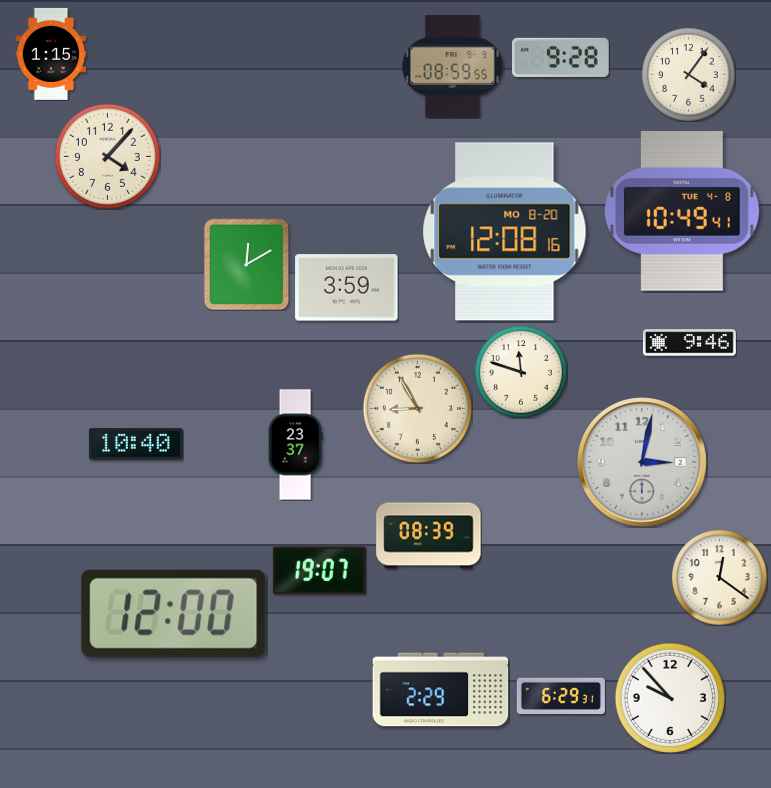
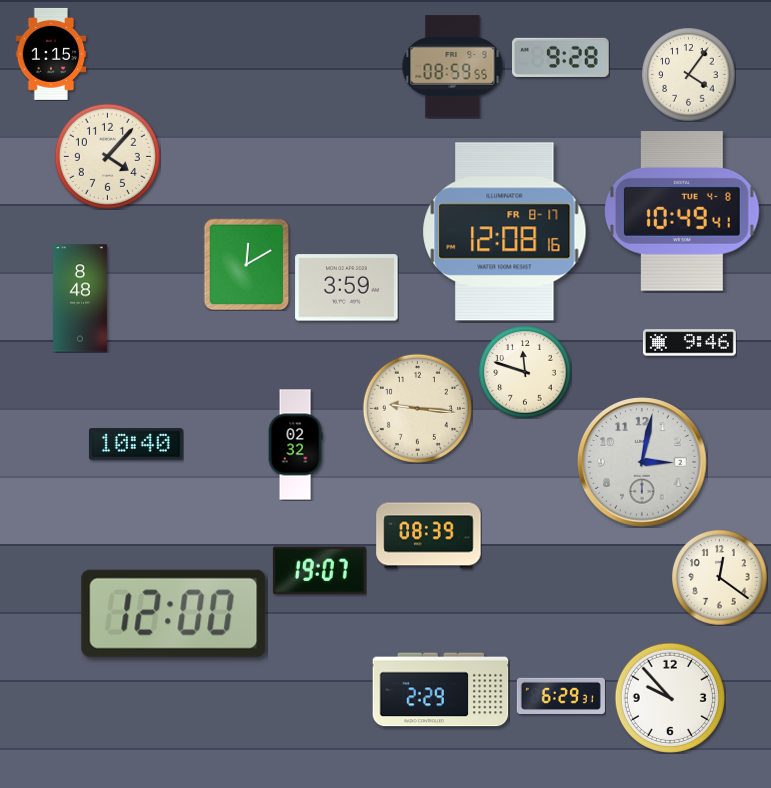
clock at (505, 232) date: MO 8-20 -> FR 8-17
clock at (81, 298): none -> 8:48
clock at (521, 372) position: (521, 372) -> (525, 372)
clock at (417, 408): 8:55 -> 9:16
clock at (295, 445): 23:37 -> 02:32
